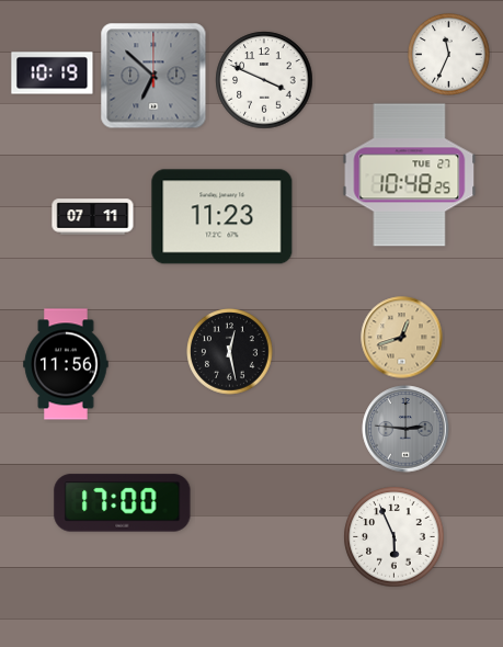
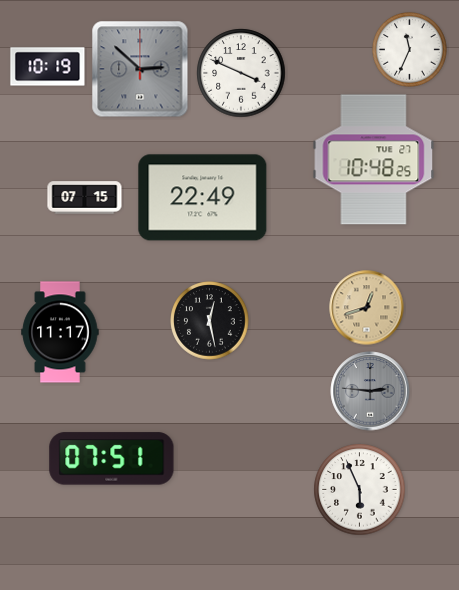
clock at (153, 76): 6:52 -> 2:52
clock at (93, 217): 07:11 -> 07:15
clock at (222, 217): 11:23 -> 22:49
clock at (66, 364): 11:56 -> 11:17
clock at (123, 503): 17:00 -> 07:51
